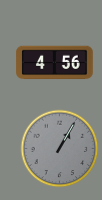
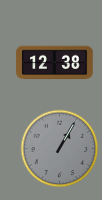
clock at (55, 63): 4:56 -> 12:38
